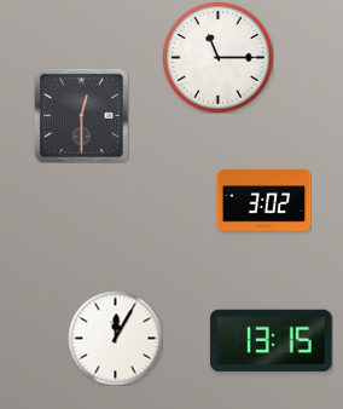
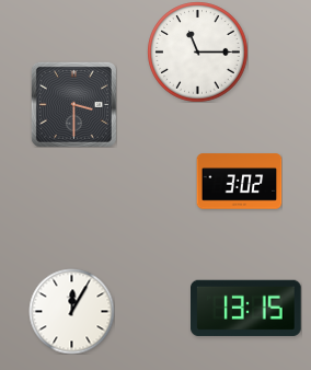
clock at (81, 115): 12:30 -> 3:30
clock at (115, 338) position: (115, 338) -> (71, 311)
